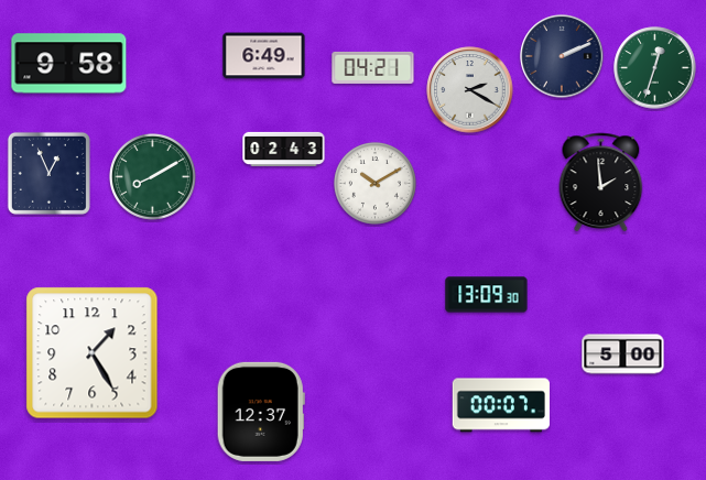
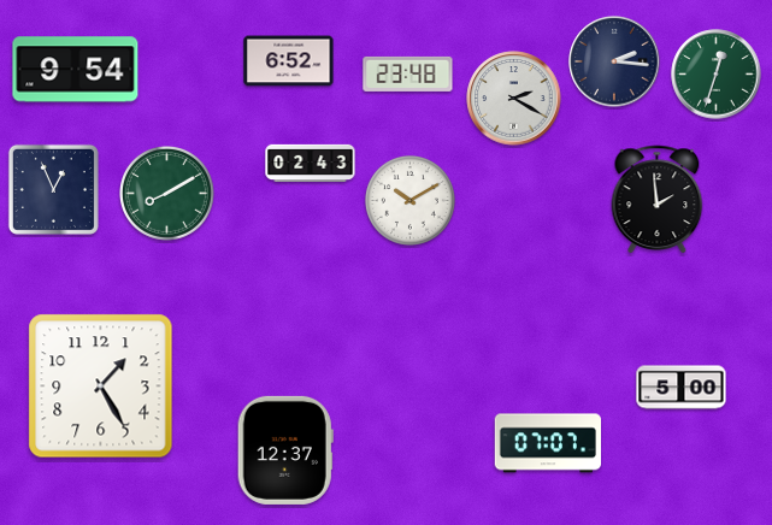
clock at (264, 56): 6:49 -> 6:52
clock at (562, 56): 2:11 -> 2:16
clock at (69, 64): 9:58 -> 9:54
clock at (373, 67): 04:21 -> 23:48
clock at (487, 295): 13:09 -> none
clock at (500, 405): 00:07 -> 07:07
